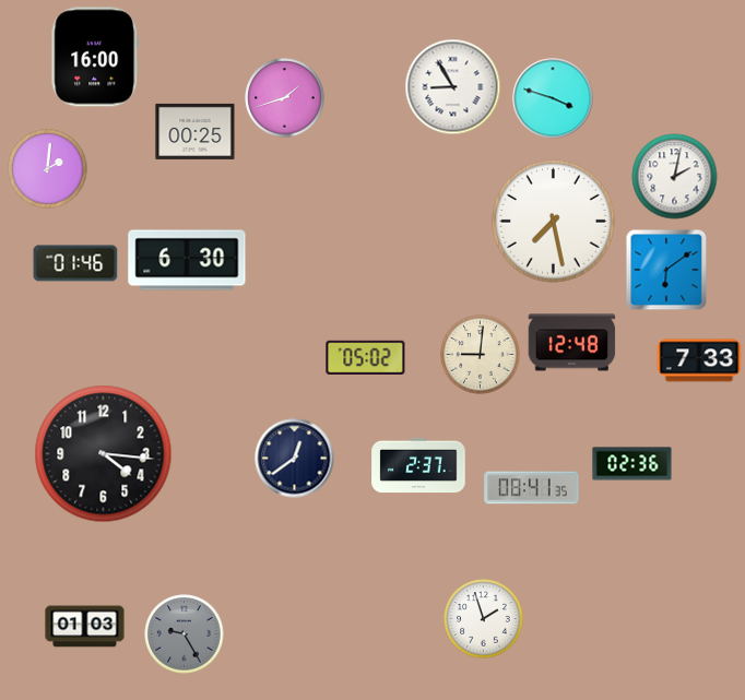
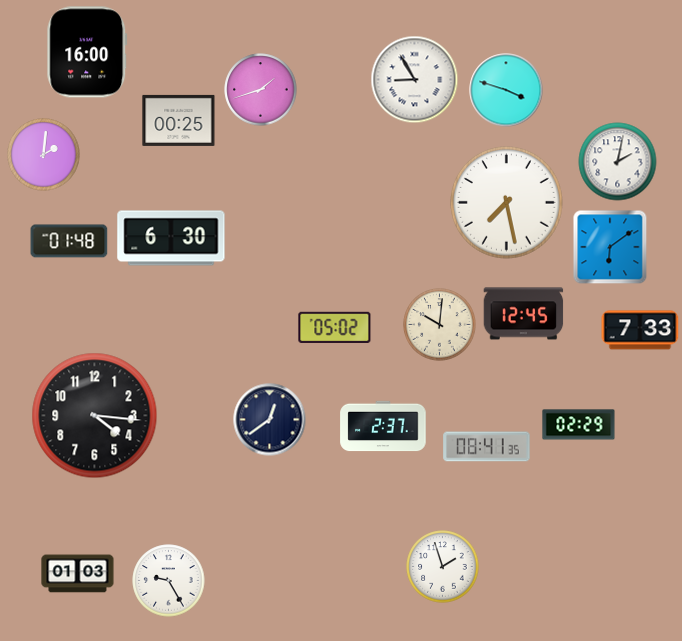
clock at (75, 263): 01:46 -> 01:48
clock at (572, 343): 12:48 -> 12:45
clock at (481, 355): 9:01 -> 10:01
clock at (632, 464): 02:36 -> 02:29
clock at (185, 634) dial: grey -> white
